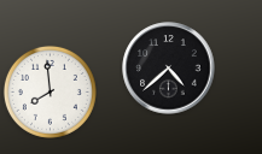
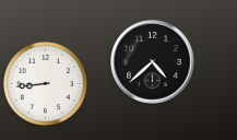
clock at (50, 91): 7:59 -> 8:44
